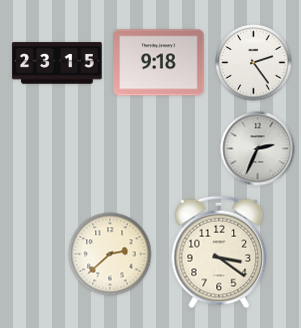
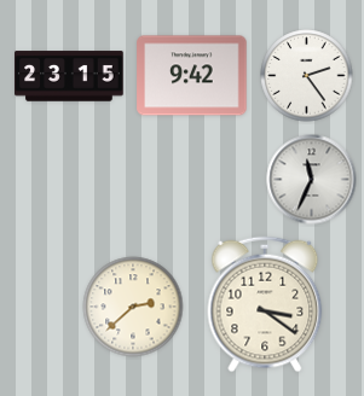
clock at (159, 63): 9:18 -> 9:42
clock at (258, 149): 2:34 -> 11:34
